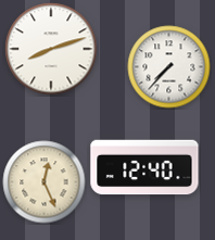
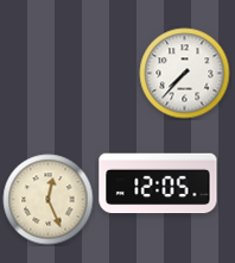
clock at (51, 49): 8:12 -> none
clock at (144, 167): 12:40 -> 12:05
